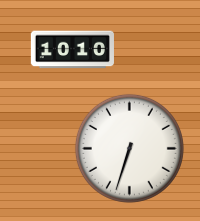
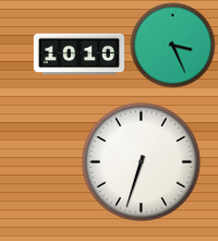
clock at (172, 45): none -> 3:26
